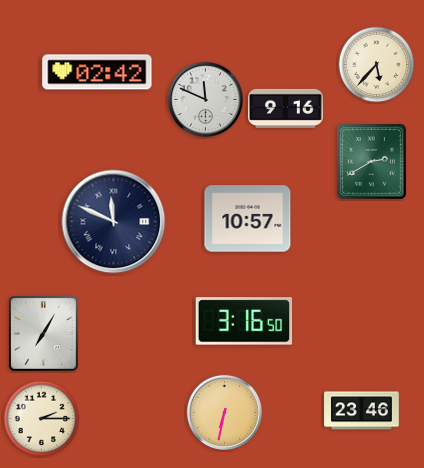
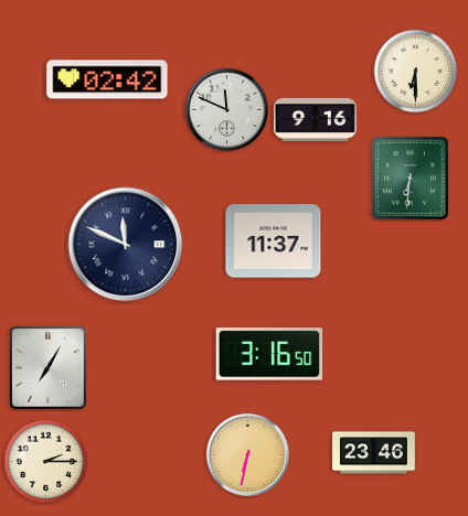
clock at (377, 65): 5:37 -> 6:30
clock at (372, 162): 2:40 -> 6:31
clock at (248, 219): 10:57 -> 11:37
clock at (362, 411) position: (362, 411) -> (374, 453)
